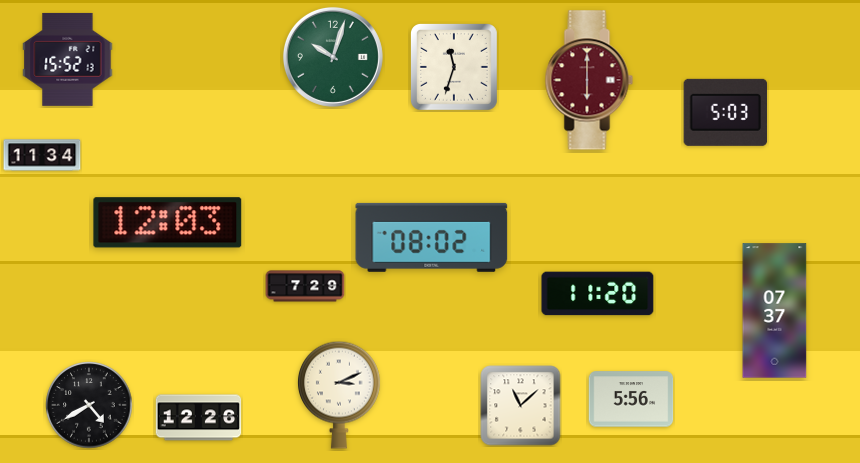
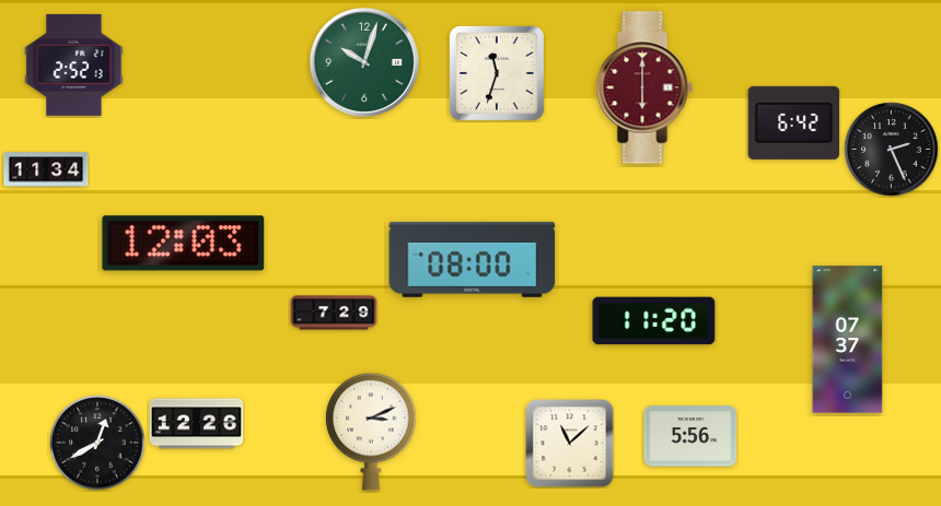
clock at (68, 59): 15:52 -> 2:52
clock at (726, 112): 5:03 -> 6:42
clock at (892, 150): none -> 2:26
clock at (432, 237): 08:02 -> 08:00
clock at (89, 405): 4:40 -> 12:40
clock at (199, 418) position: (199, 418) -> (197, 424)
